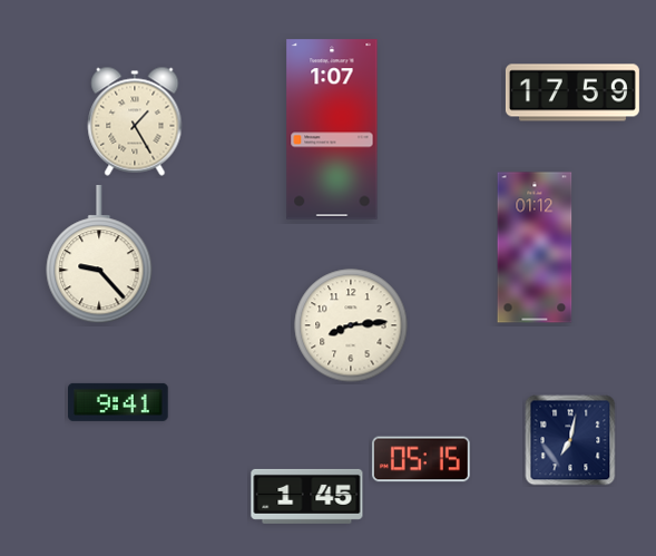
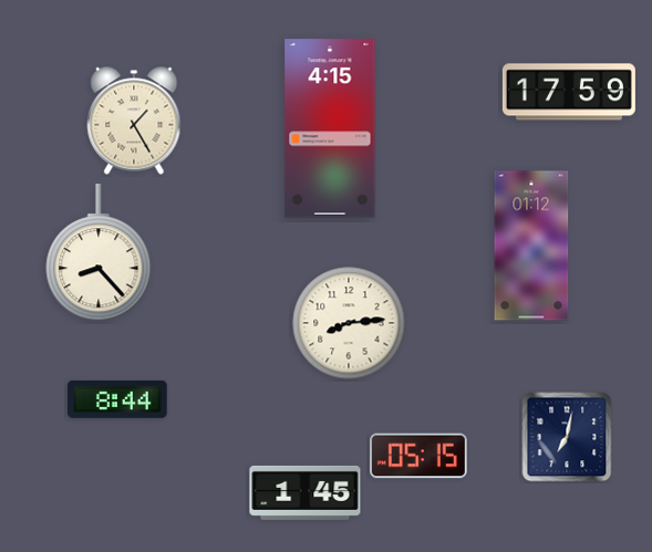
clock at (332, 129): 1:07 -> 4:15
clock at (99, 255): 9:23 -> 8:23
clock at (119, 402): 9:41 -> 8:44
